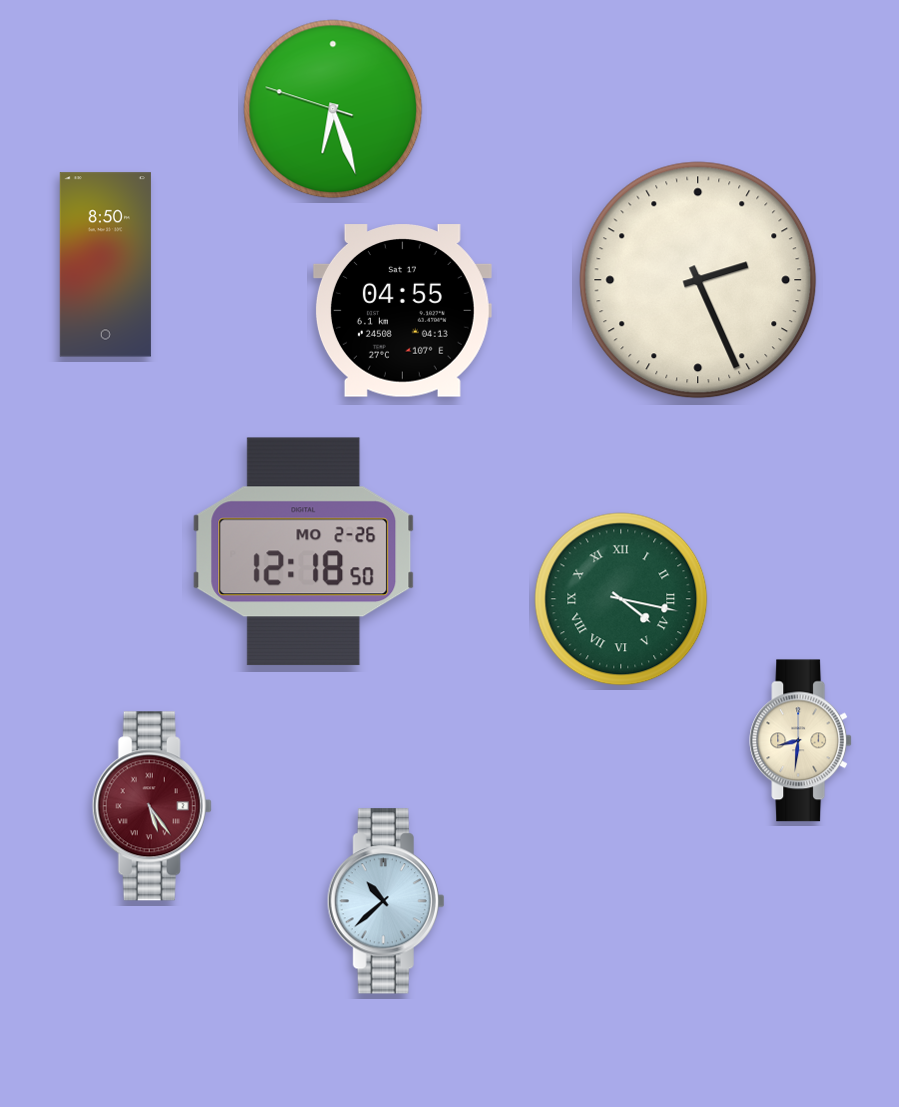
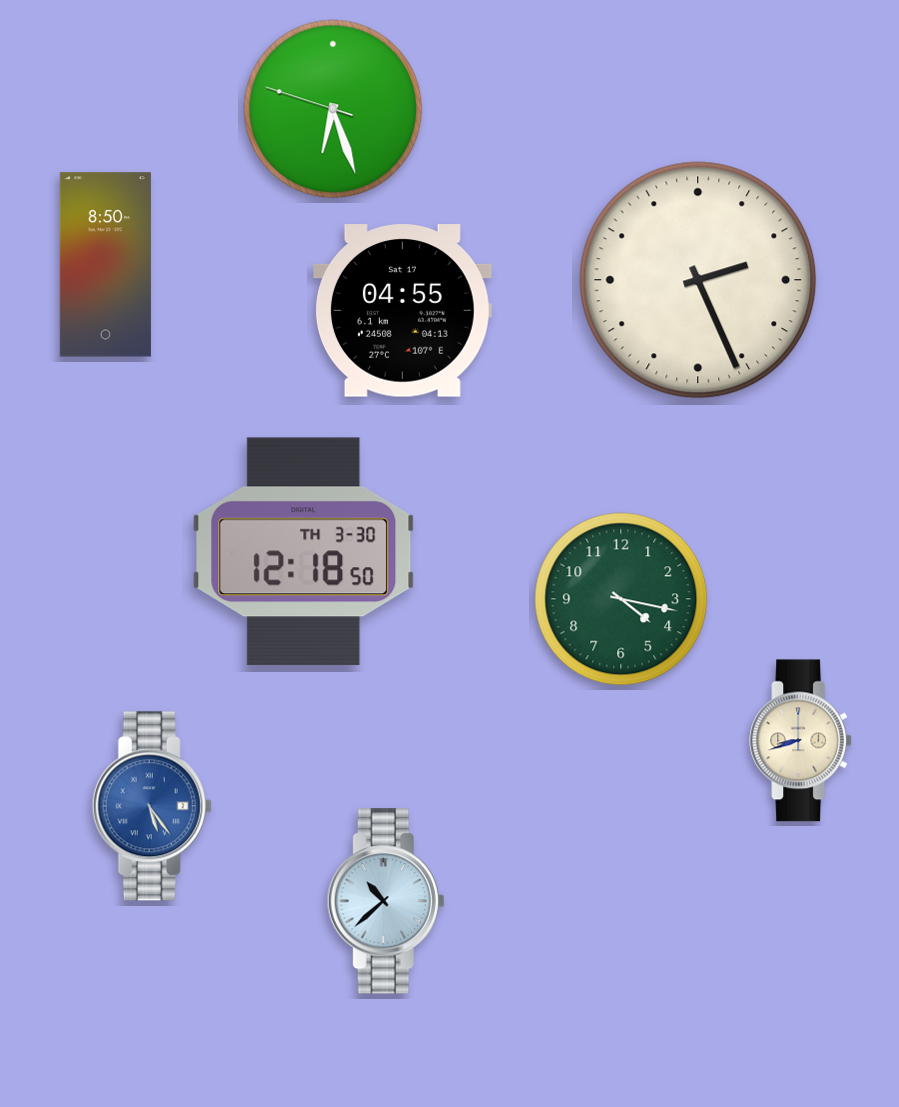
clock at (304, 552) date: MO 2-26 -> TH 3-30
clock at (621, 599) numerals: Roman -> Arabic
clock at (801, 741): 8:31 -> 8:42
clock at (152, 806) dial: burgundy -> blue
